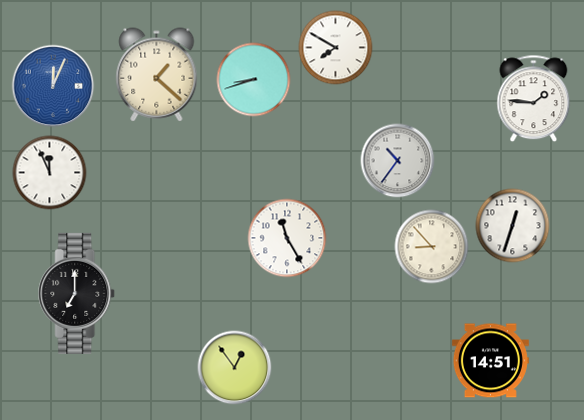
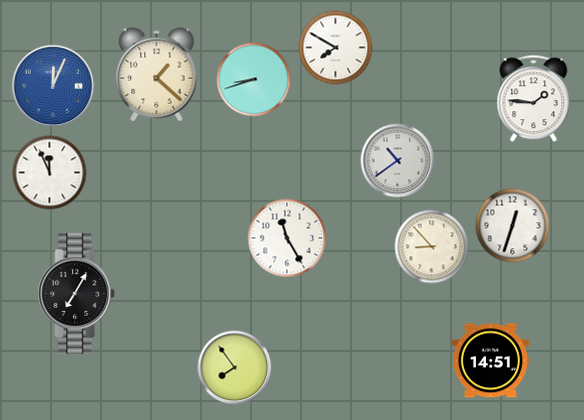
clock at (398, 161): 10:36 -> 10:39
clock at (77, 293): 7:00 -> 7:05
clock at (235, 368): 12:54 -> 7:54
